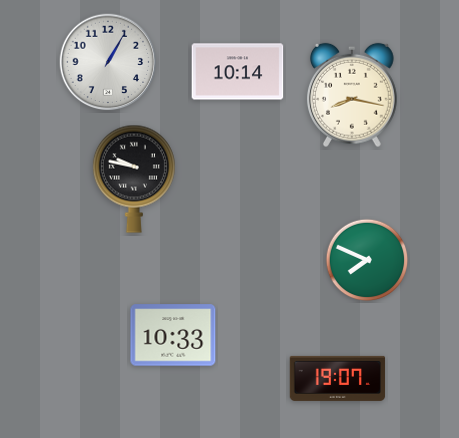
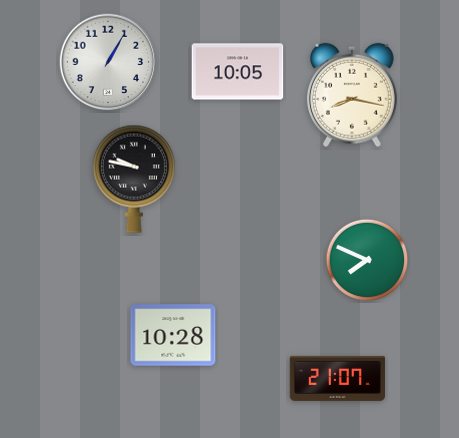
clock at (238, 72): 10:14 -> 10:05
clock at (173, 335): 10:33 -> 10:28
clock at (338, 378): 19:07 -> 21:07
